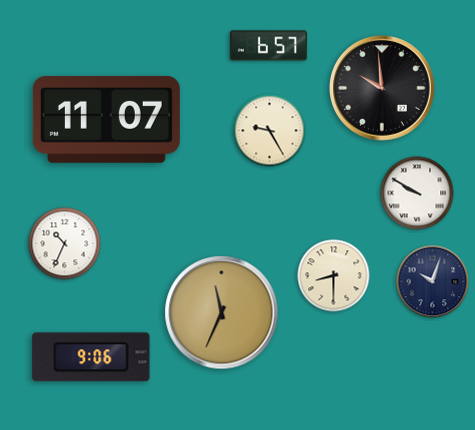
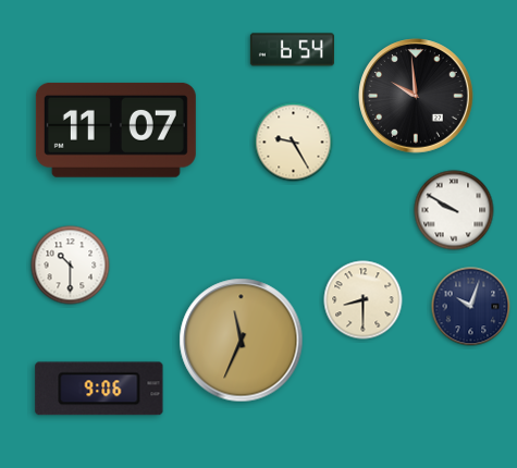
clock at (268, 46): 6:57 -> 6:54
clock at (65, 244): 10:34 -> 10:30
